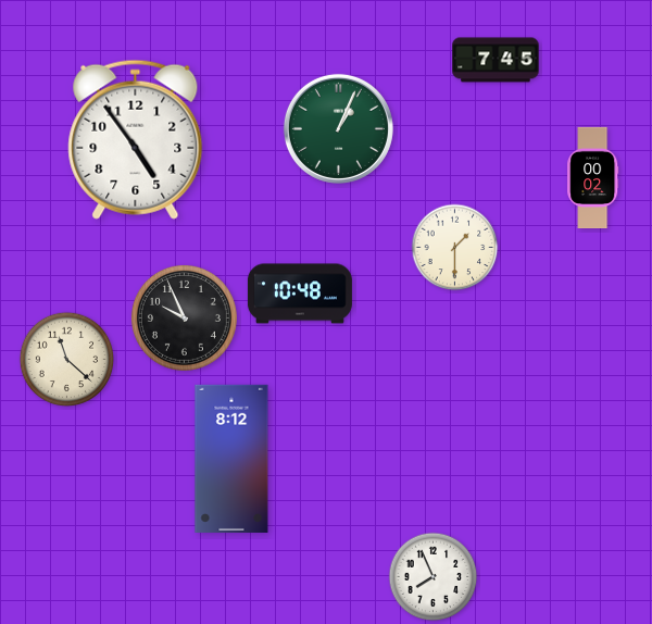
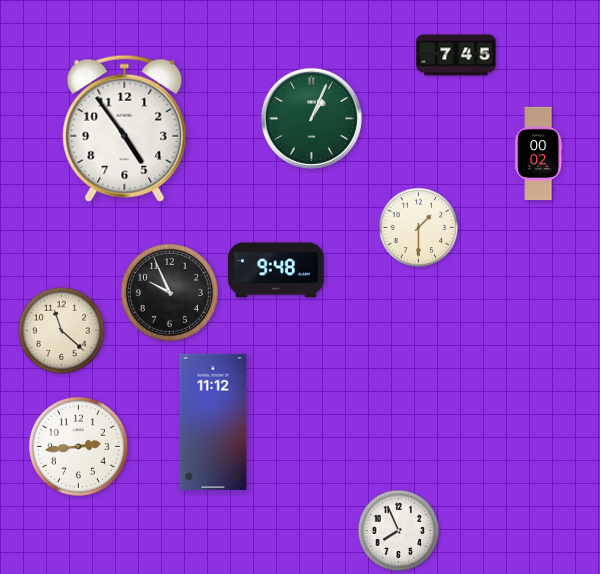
clock at (593, 178) position: (593, 178) -> (539, 154)
clock at (300, 294): 10:48 -> 9:48
clock at (231, 459): 8:12 -> 11:12
clock at (78, 446): none -> 2:44
